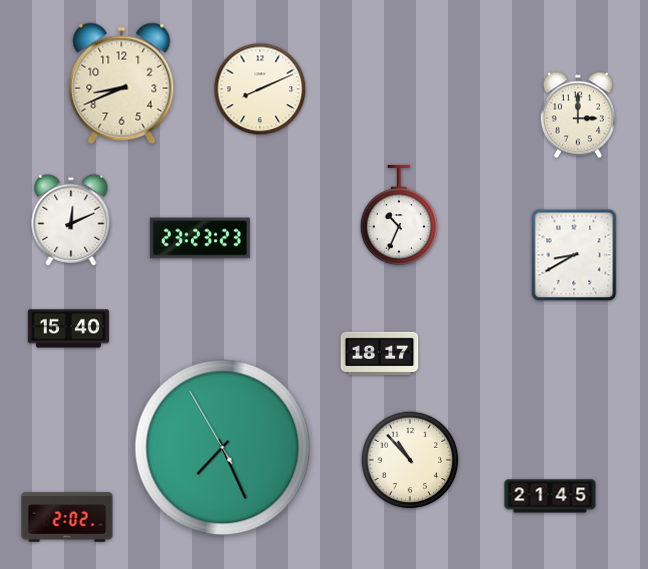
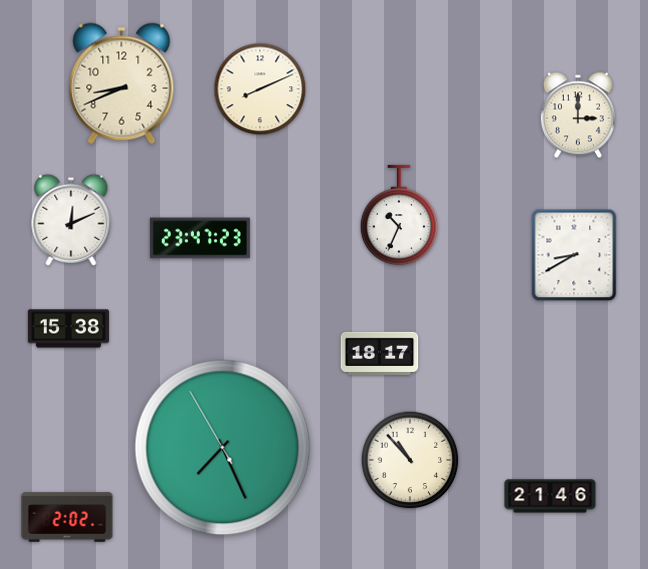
clock at (200, 238): 23:23 -> 23:47
clock at (68, 329): 15:40 -> 15:38
clock at (550, 496): 21:45 -> 21:46
